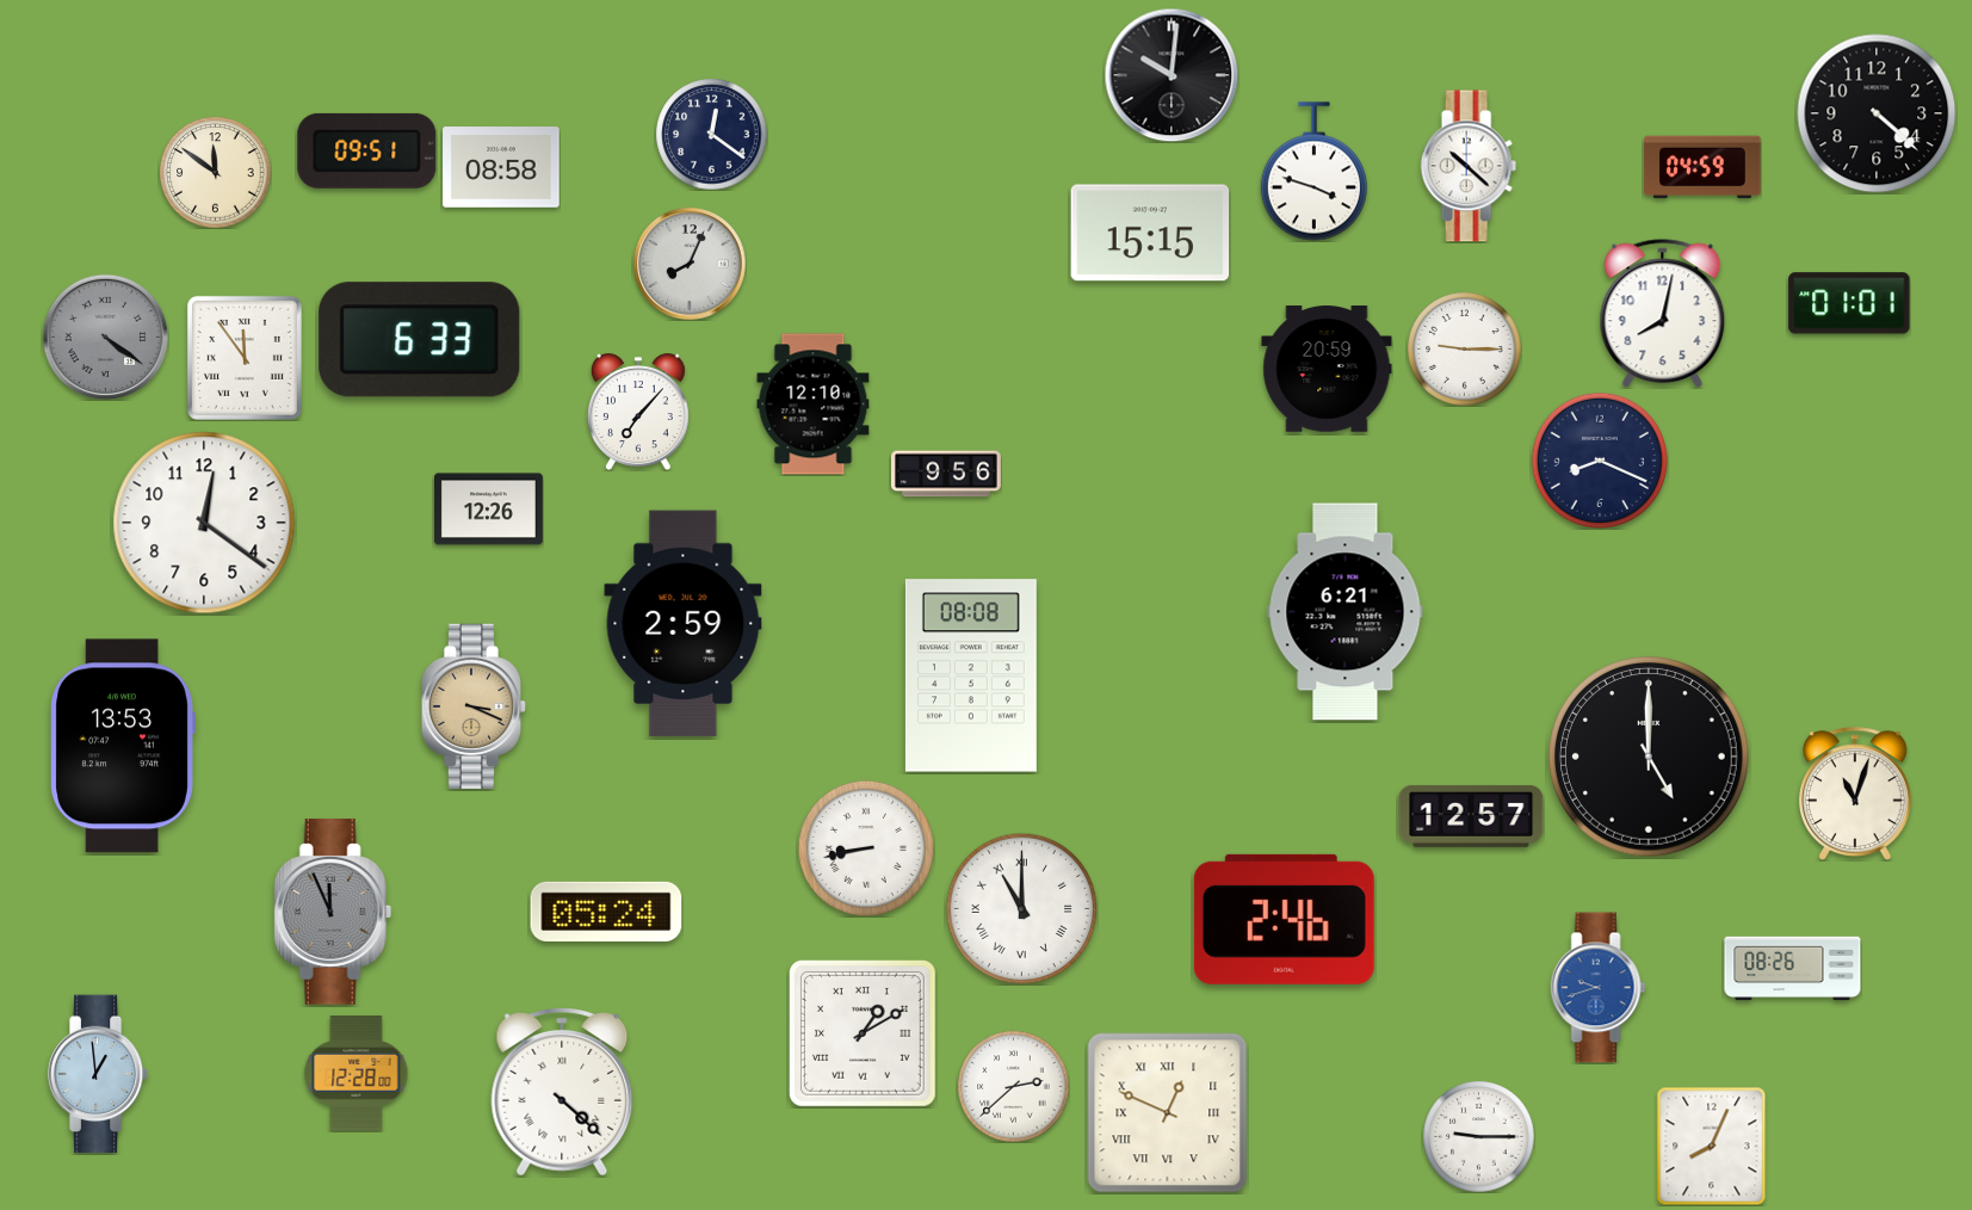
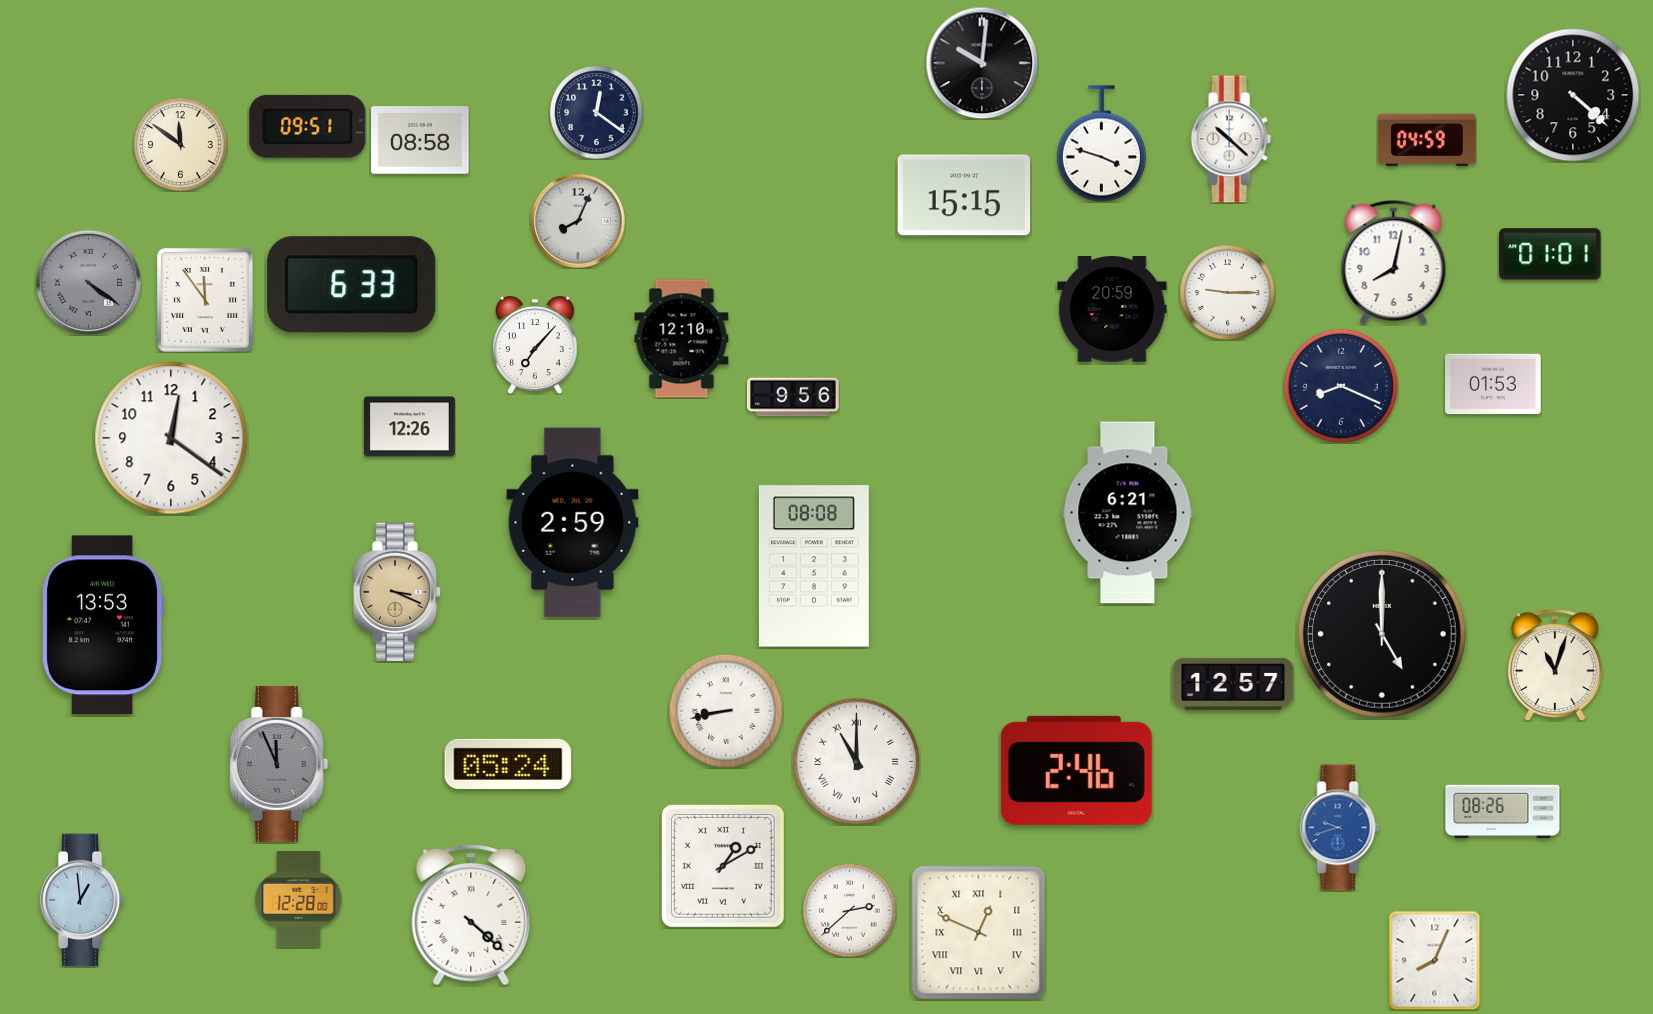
clock at (1493, 384): none -> 01:53
clock at (1478, 1136): 9:15 -> none
